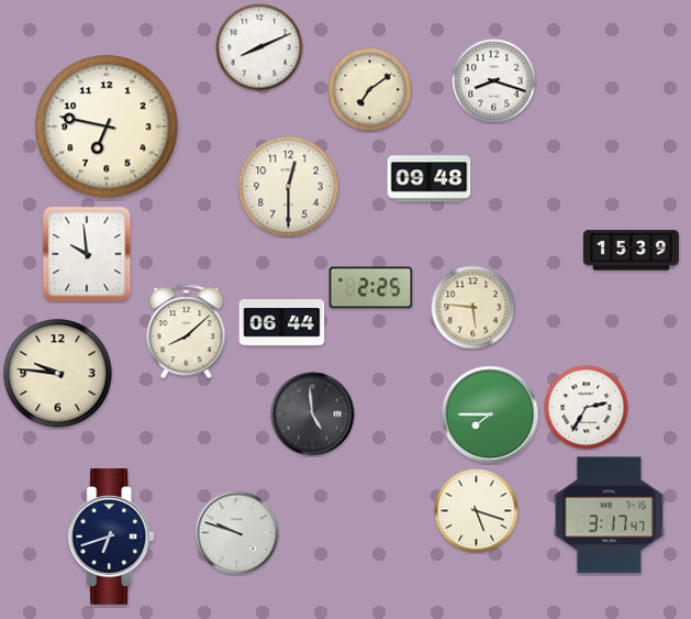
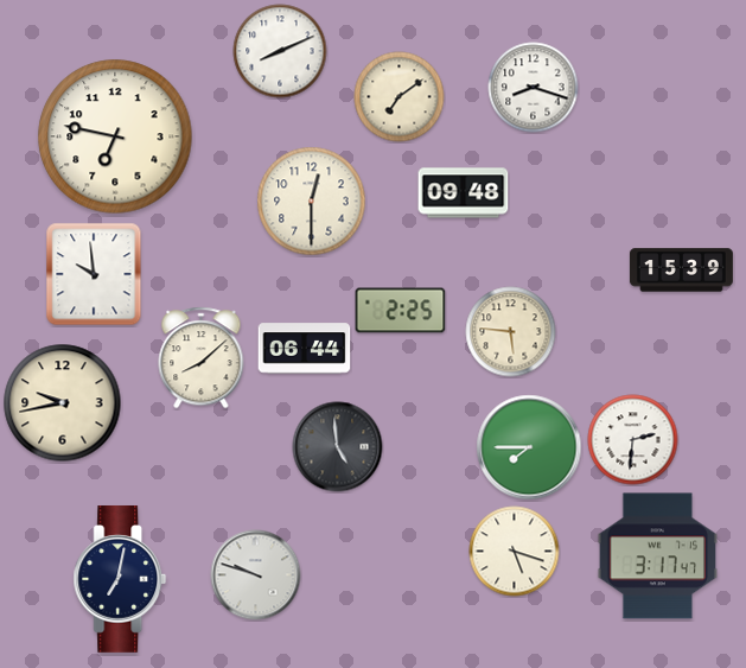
clock at (58, 374): 9:46 -> 9:43
clock at (587, 408): 2:35 -> 2:31
clock at (111, 538): 6:42 -> 7:02
